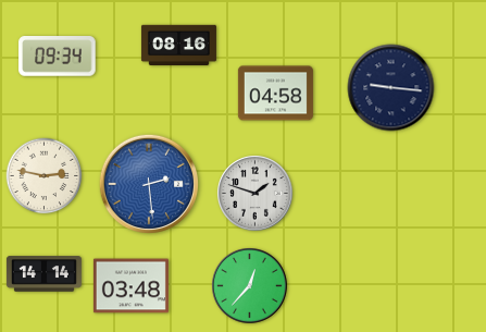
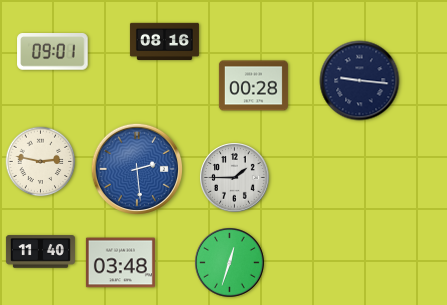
clock at (58, 57): 09:34 -> 09:01
clock at (275, 94): 04:58 -> 00:28
clock at (256, 194): 1:48 -> 1:45
clock at (43, 274): 14:14 -> 11:40
clock at (250, 286): 12:37 -> 12:33
